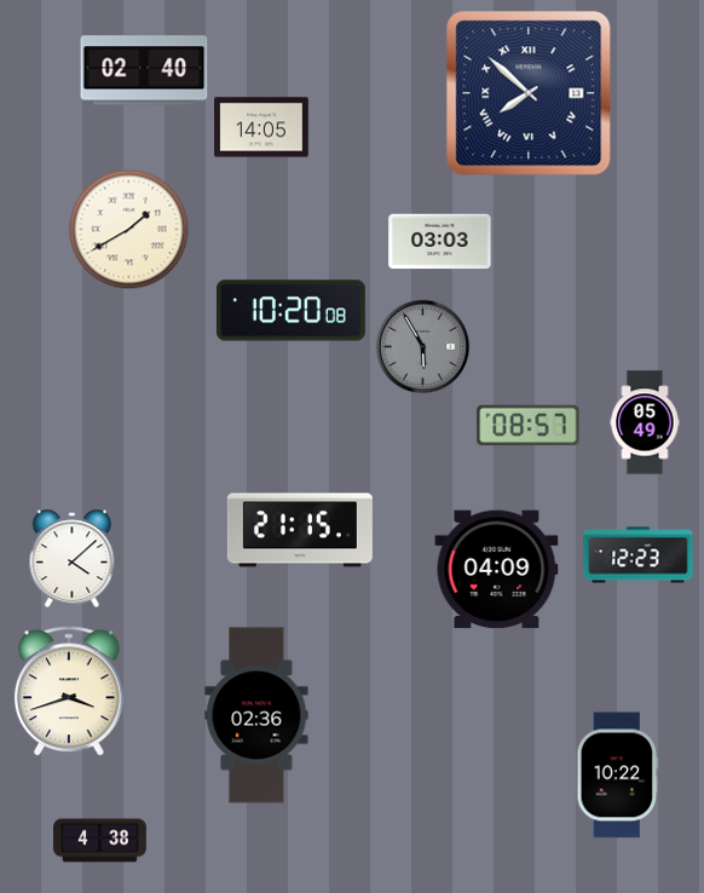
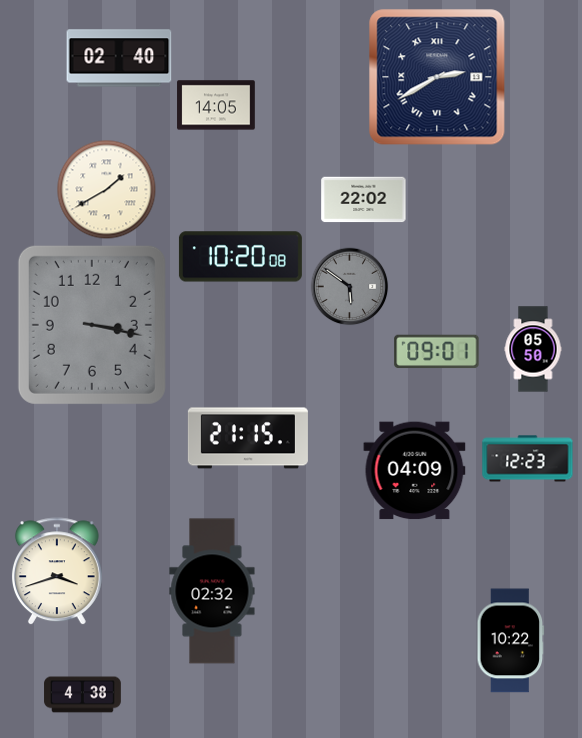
clock at (529, 93): 7:52 -> 2:40
clock at (440, 242): 03:03 -> 22:02
clock at (422, 346): 5:55 -> 5:51
clock at (92, 325): none -> 3:17
clock at (645, 422): 05:49 -> 05:50
clock at (529, 426): 08:57 -> 09:01
clock at (73, 558): 4:08 -> none
clock at (497, 570) position: (497, 570) -> (415, 471)
clock at (256, 715): 02:36 -> 02:32
